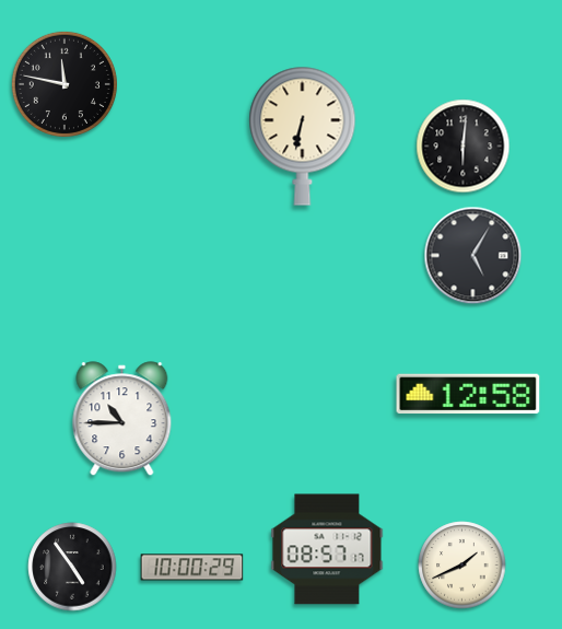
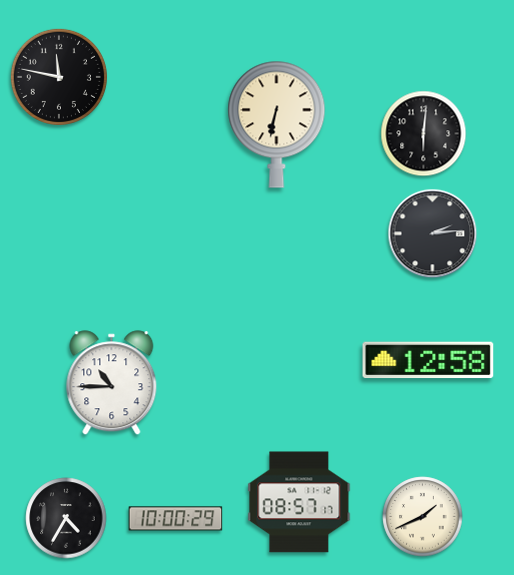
clock at (473, 256): 5:05 -> 2:14
clock at (72, 567): 4:54 -> 4:35
